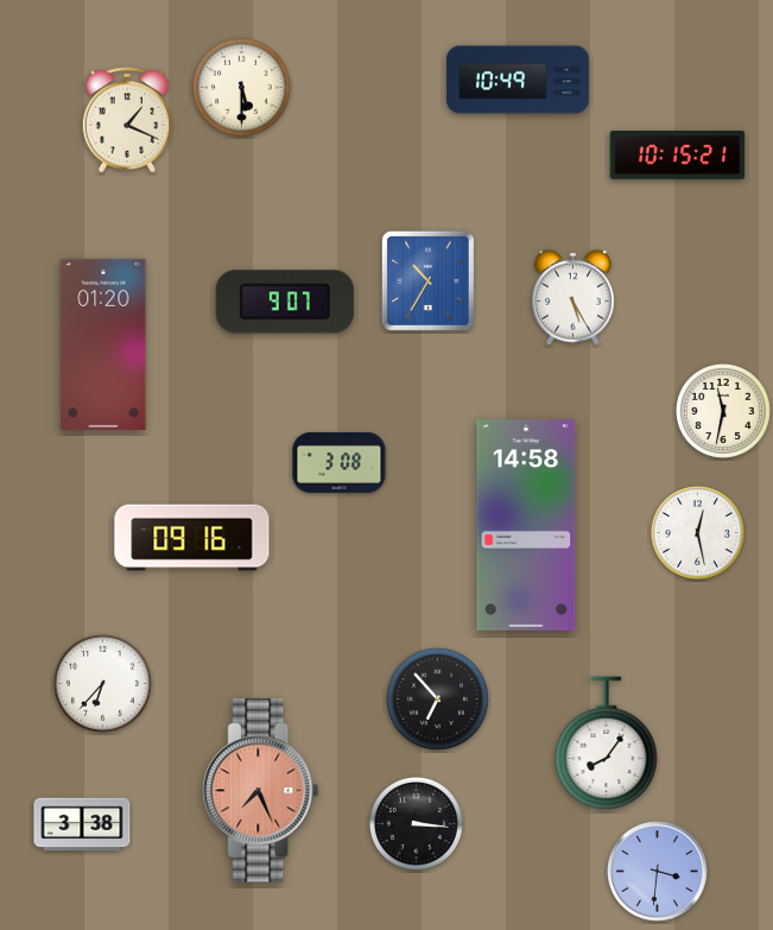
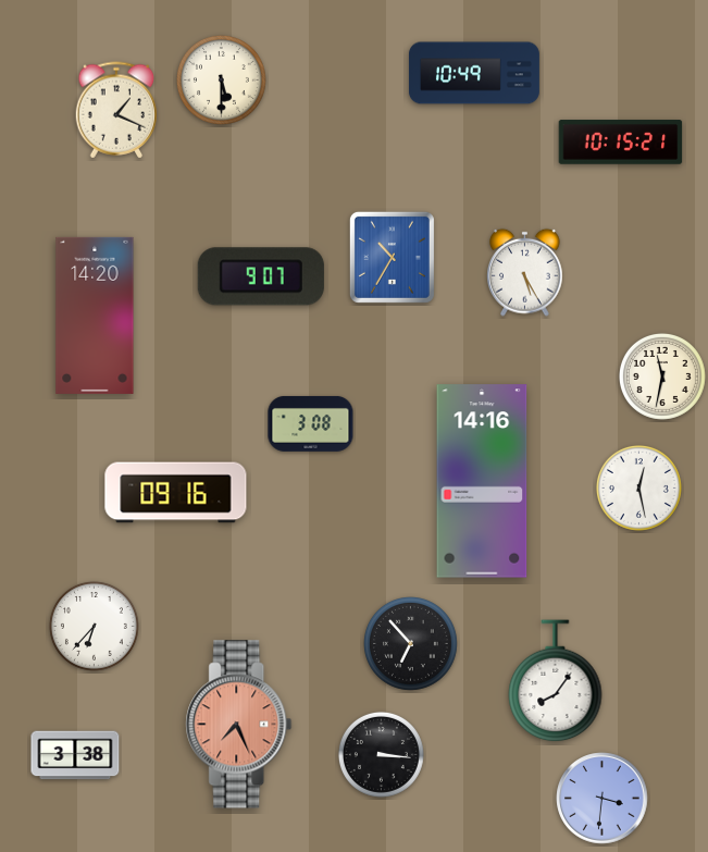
clock at (103, 344): 01:20 -> 14:20
clock at (526, 525): 14:58 -> 14:16
clock at (438, 700) position: (438, 700) -> (411, 644)
